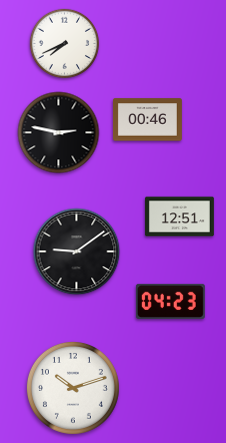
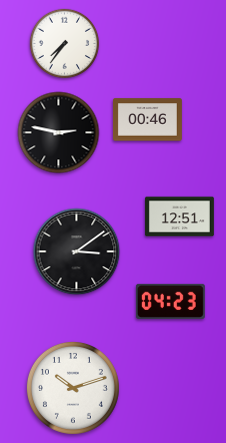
clock at (65, 44): 7:41 -> 7:36
clock at (77, 252): 9:09 -> 3:09
